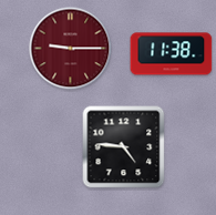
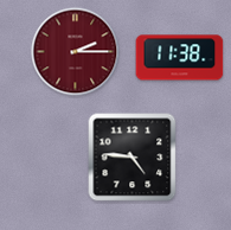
clock at (71, 49): 9:15 -> 2:15
clock at (172, 54) position: (172, 54) -> (180, 58)
